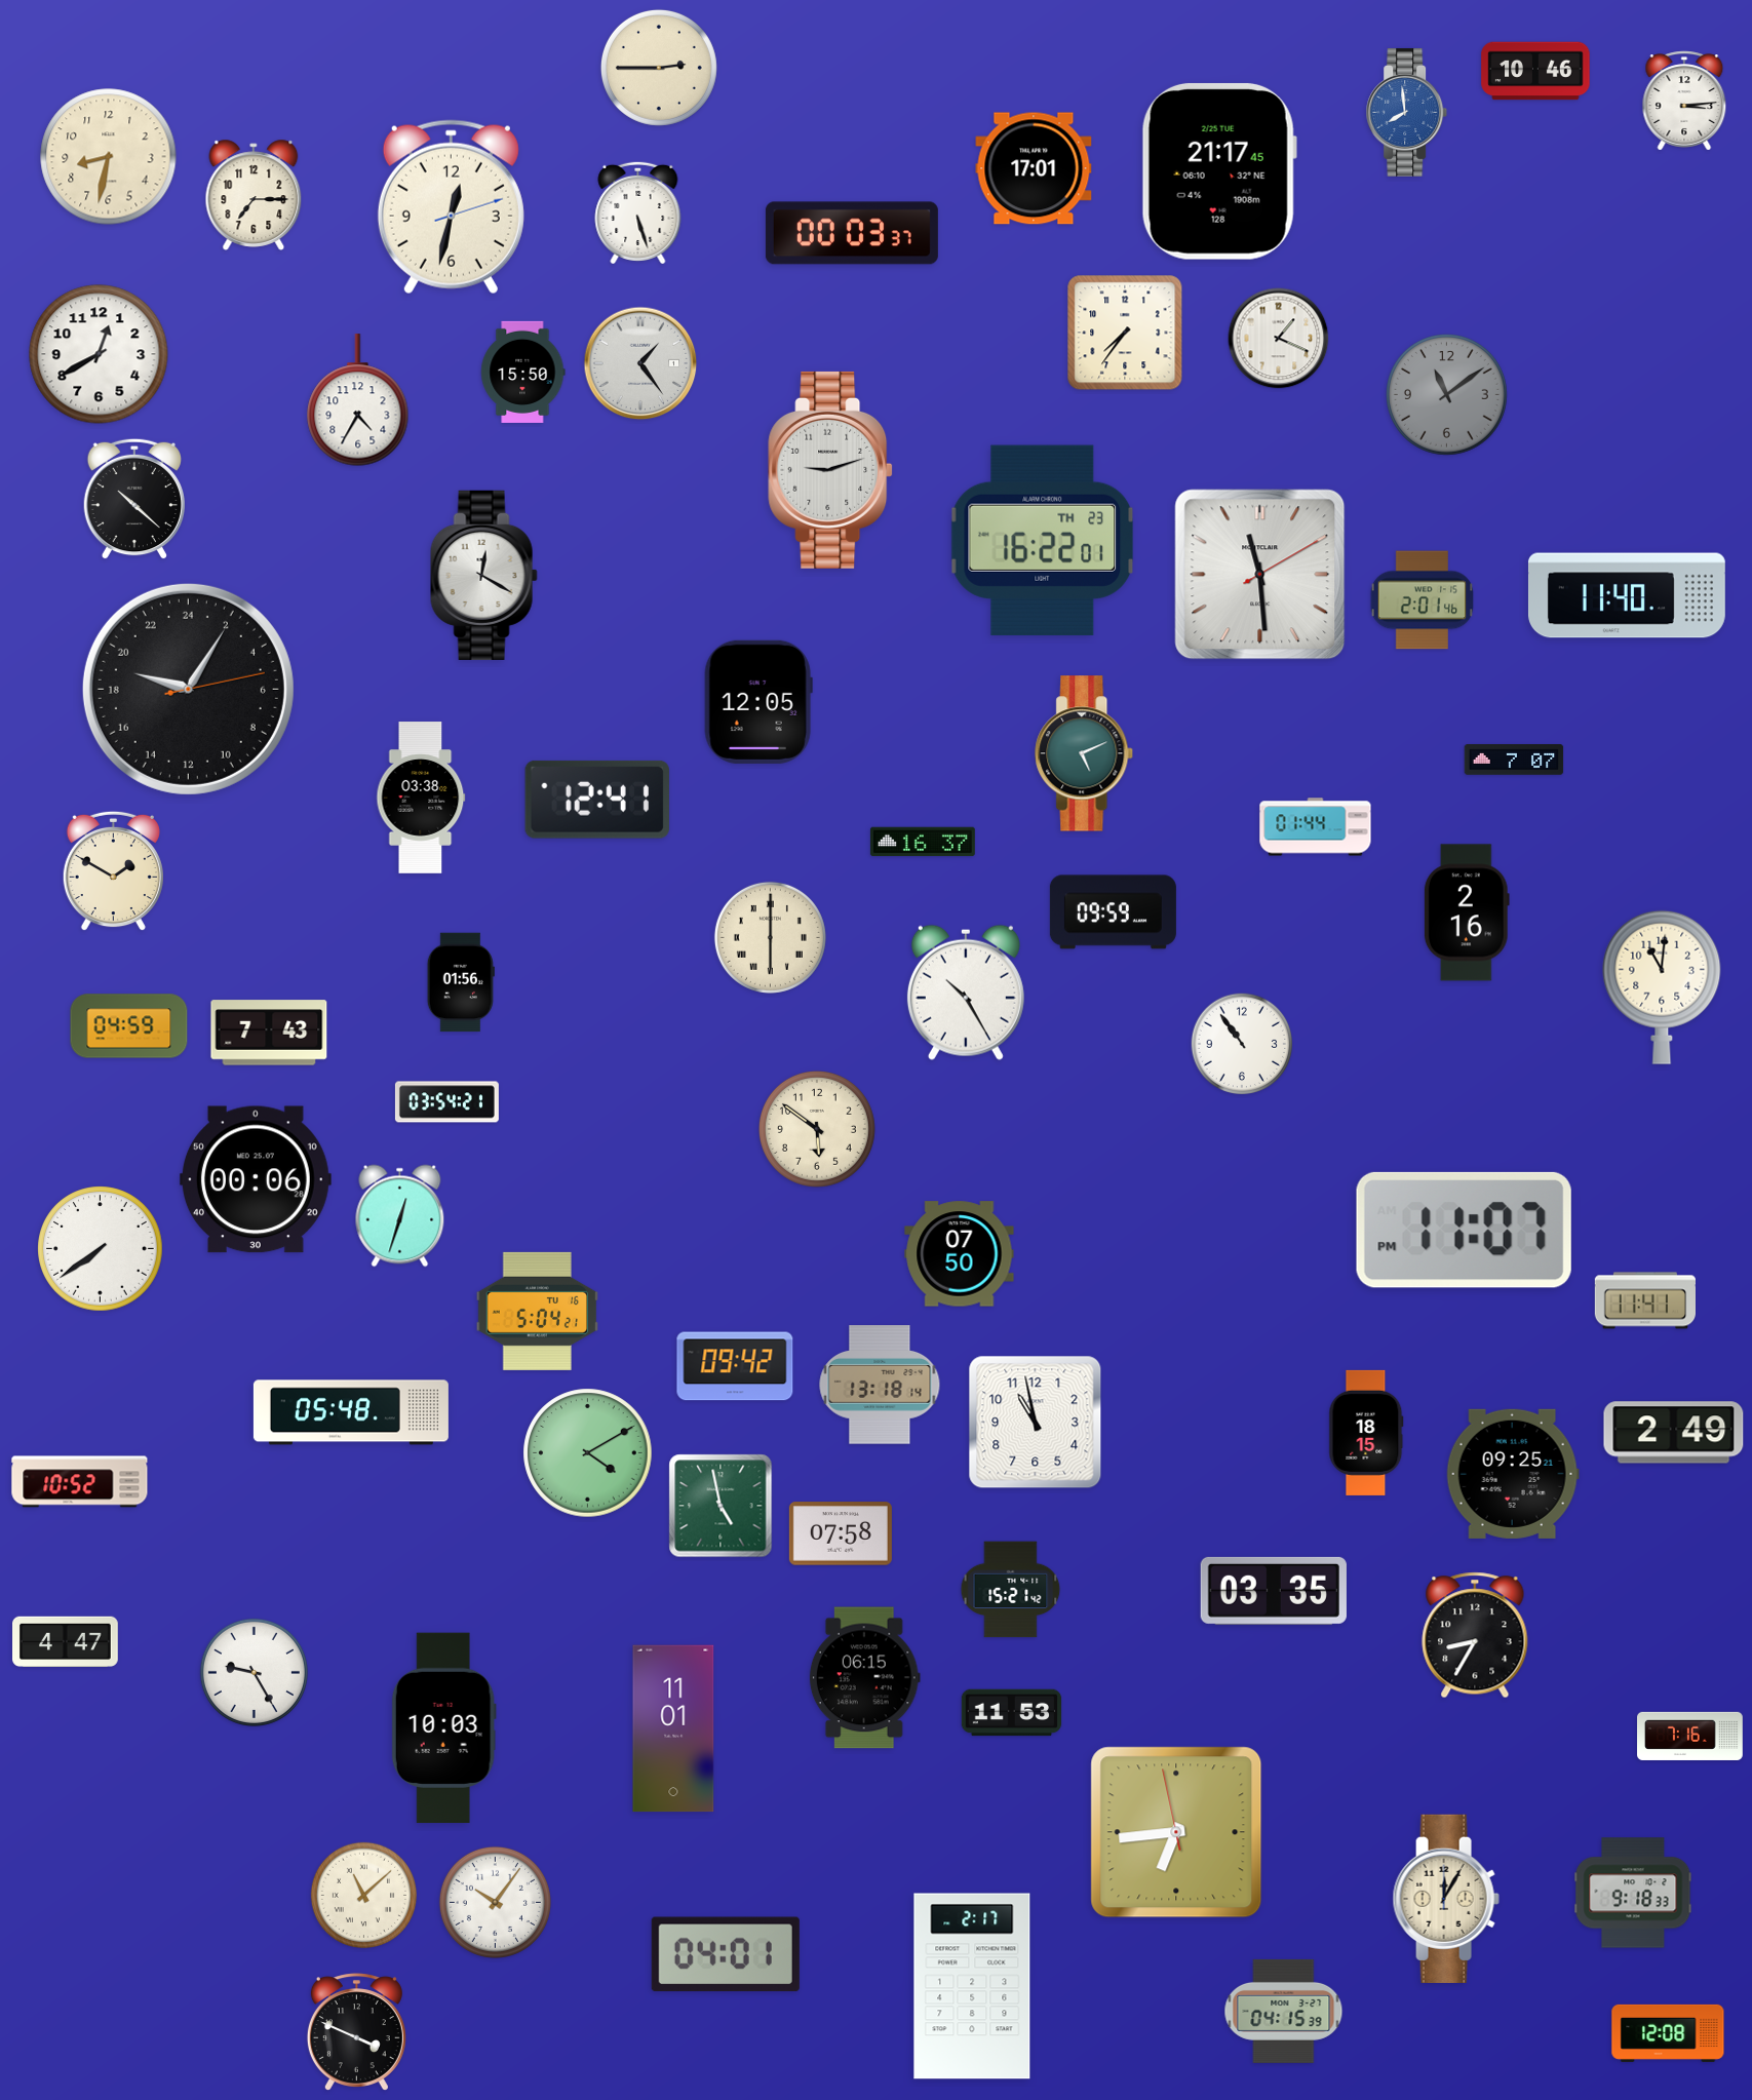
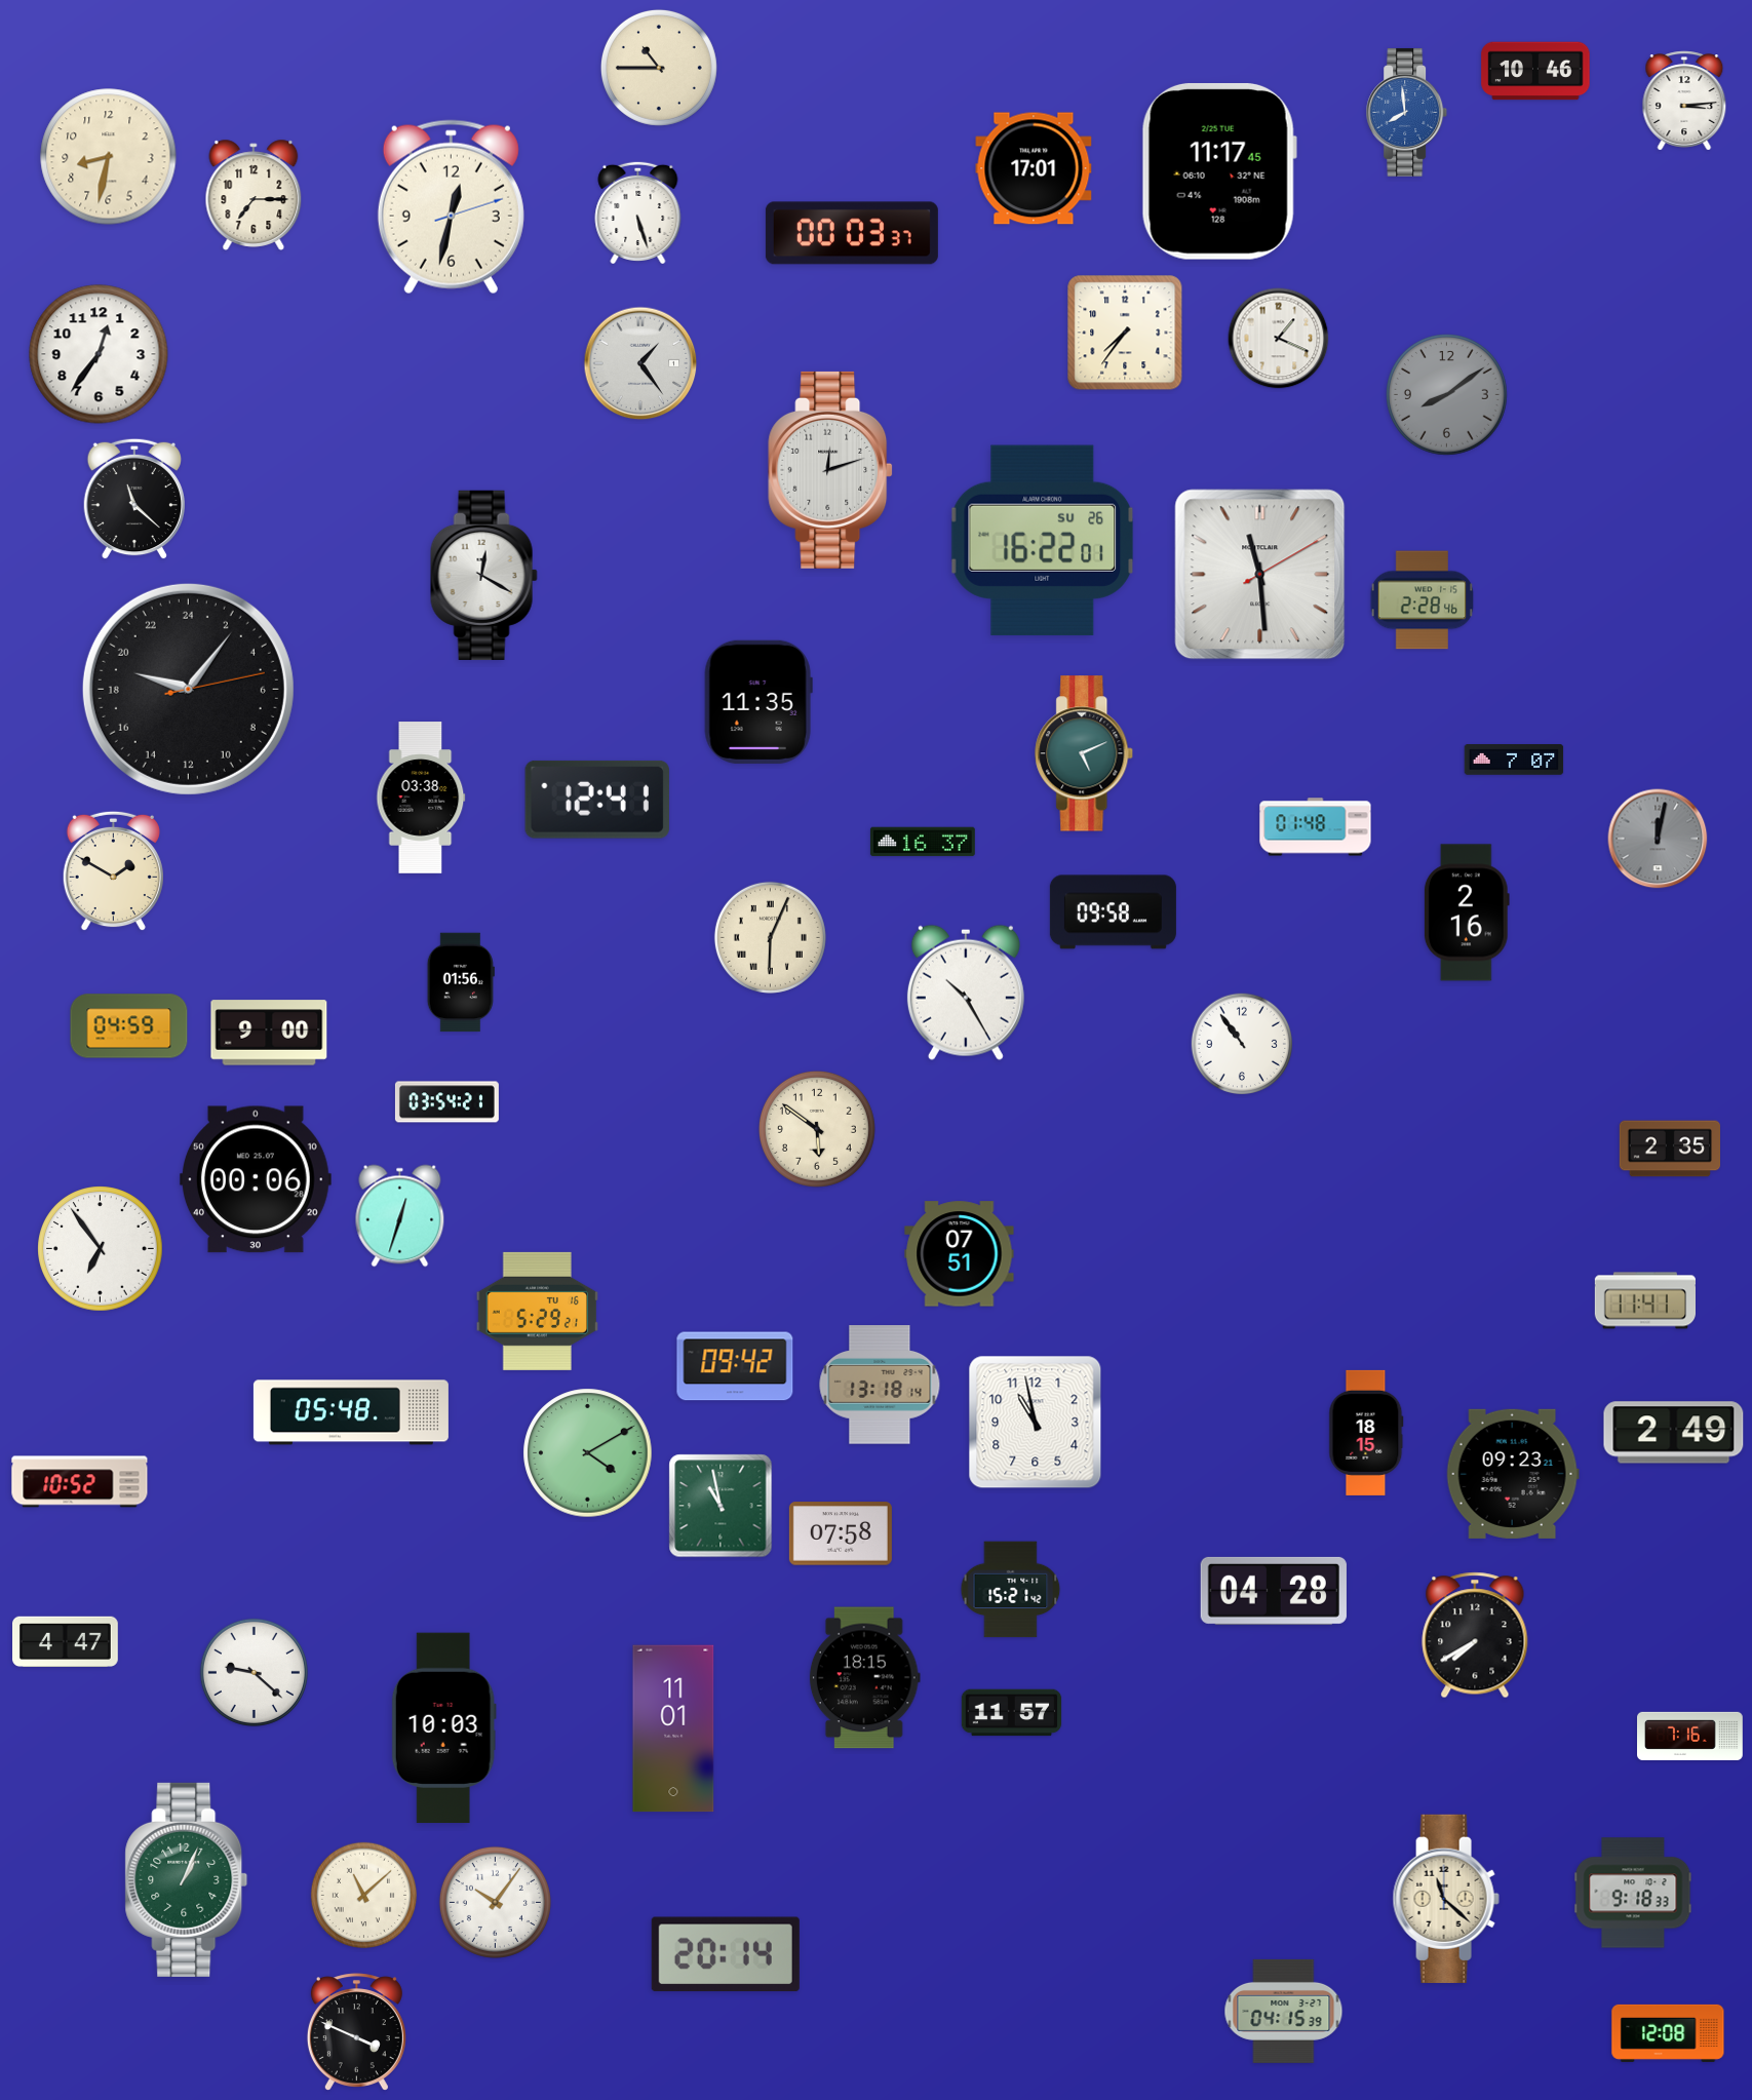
clock at (659, 68): 2:45 -> 10:45
clock at (1219, 171): 21:17 -> 11:17
clock at (99, 354): 12:40 -> 12:36
clock at (523, 372): 15:50 -> none
clock at (1447, 395): 11:09 -> 8:09
clock at (358, 400): 4:35 -> none
clock at (830, 470): 9:12 -> 12:12
clock at (133, 499): 10:22 -> 11:22
clock at (1043, 540) date: TH 23 -> SU 26
clock at (1627, 595): 11:40 -> none
clock at (1422, 600): 2:01 -> 2:28
clock at (188, 689): 19:05 -> 19:06
clock at (758, 702): 12:05 -> 11:35
clock at (1316, 827): 01:44 -> 01:48
clock at (1658, 839): none -> 12:02
clock at (1113, 912): 09:59 -> 09:58
clock at (770, 937): 6:00 -> 6:04
clock at (1662, 987): 11:01 -> none
clock at (269, 1033): 7:43 -> 9:00
clock at (1669, 1149): none -> 2:35
clock at (1464, 1230): 11:07 -> none
clock at (101, 1249): 7:39 -> 6:54
clock at (960, 1254): 07:50 -> 07:51
clock at (537, 1311): 5:04 -> 5:29
clock at (1513, 1474): 09:25 -> 09:23
clock at (721, 1506): 4:58 -> 10:58
clock at (1274, 1591): 03:35 -> 04:28
clock at (1475, 1635): 8:35 -> 7:40
clock at (254, 1672): 9:25 -> 9:22
clock at (864, 1678): 06:15 -> 18:15
clock at (1012, 1713): 11:53 -> 11:57
clock at (1176, 1832): 6:43 -> none
clock at (187, 1879): none -> 1:04
clock at (1446, 1899): 12:05 -> 11:22
clock at (726, 1954): 04:01 -> 20:14
clock at (972, 1986): 2:17 -> none
